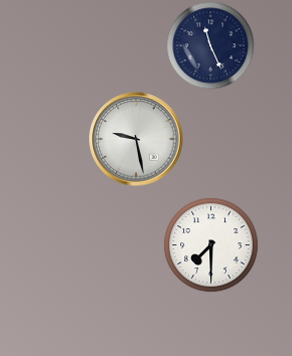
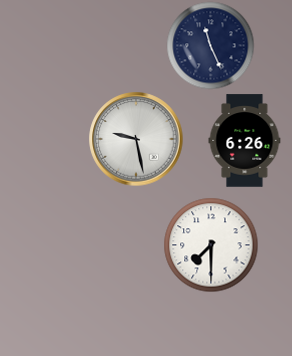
clock at (245, 141): none -> 6:26
